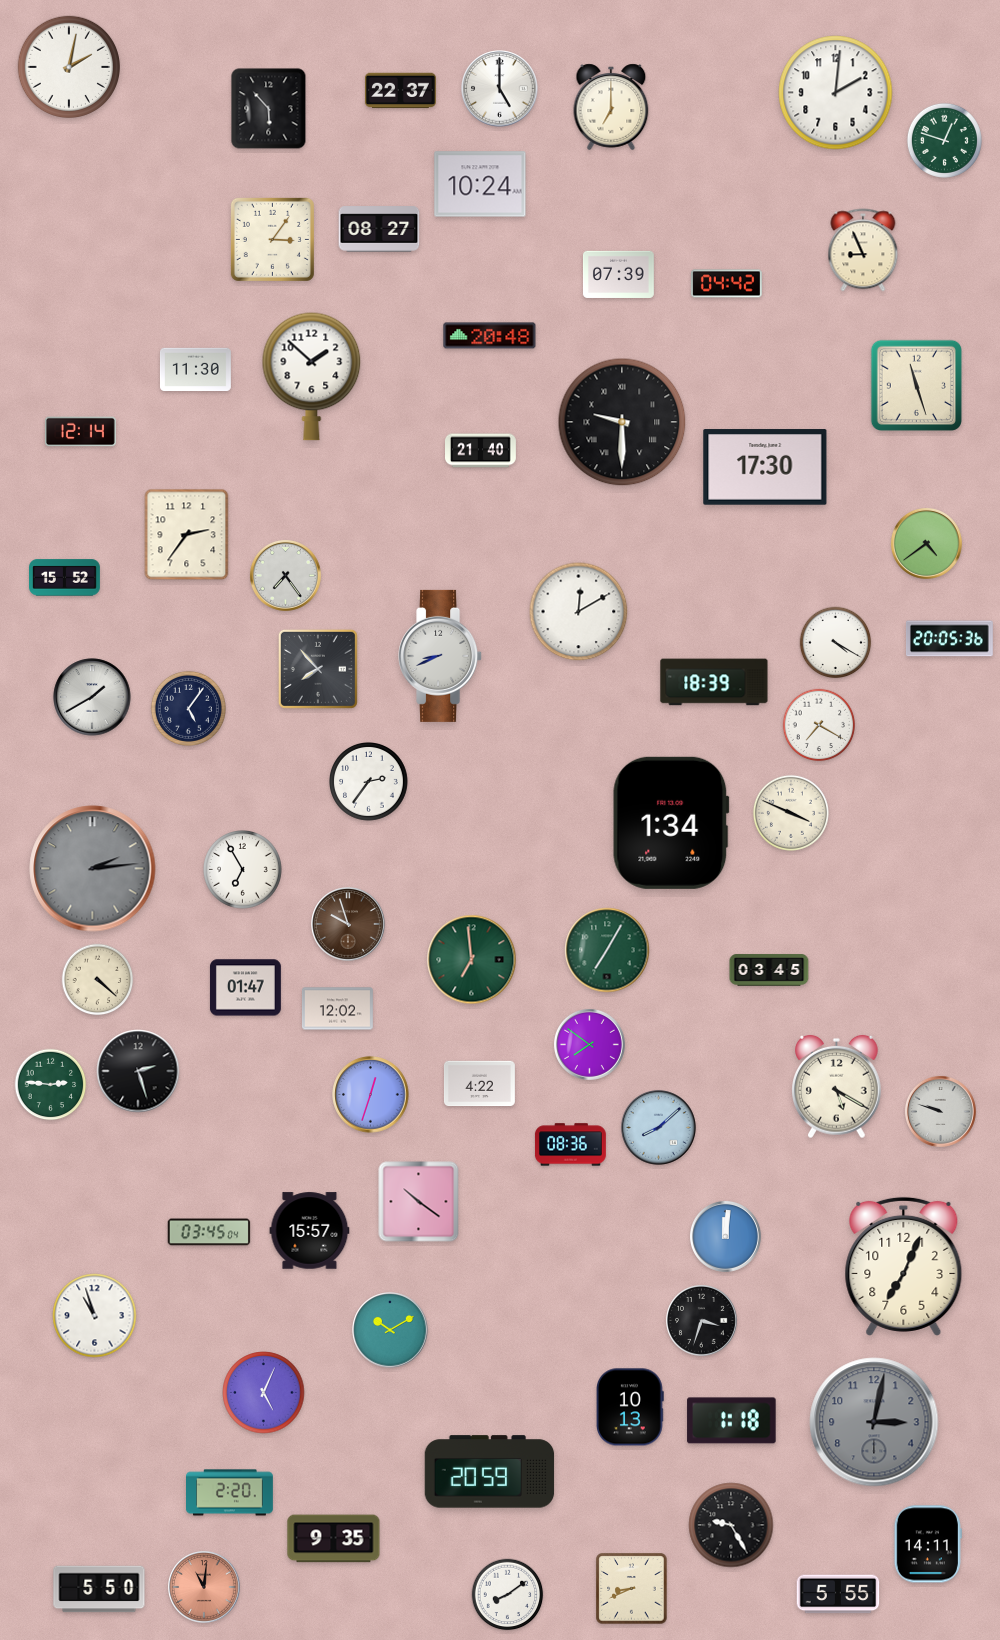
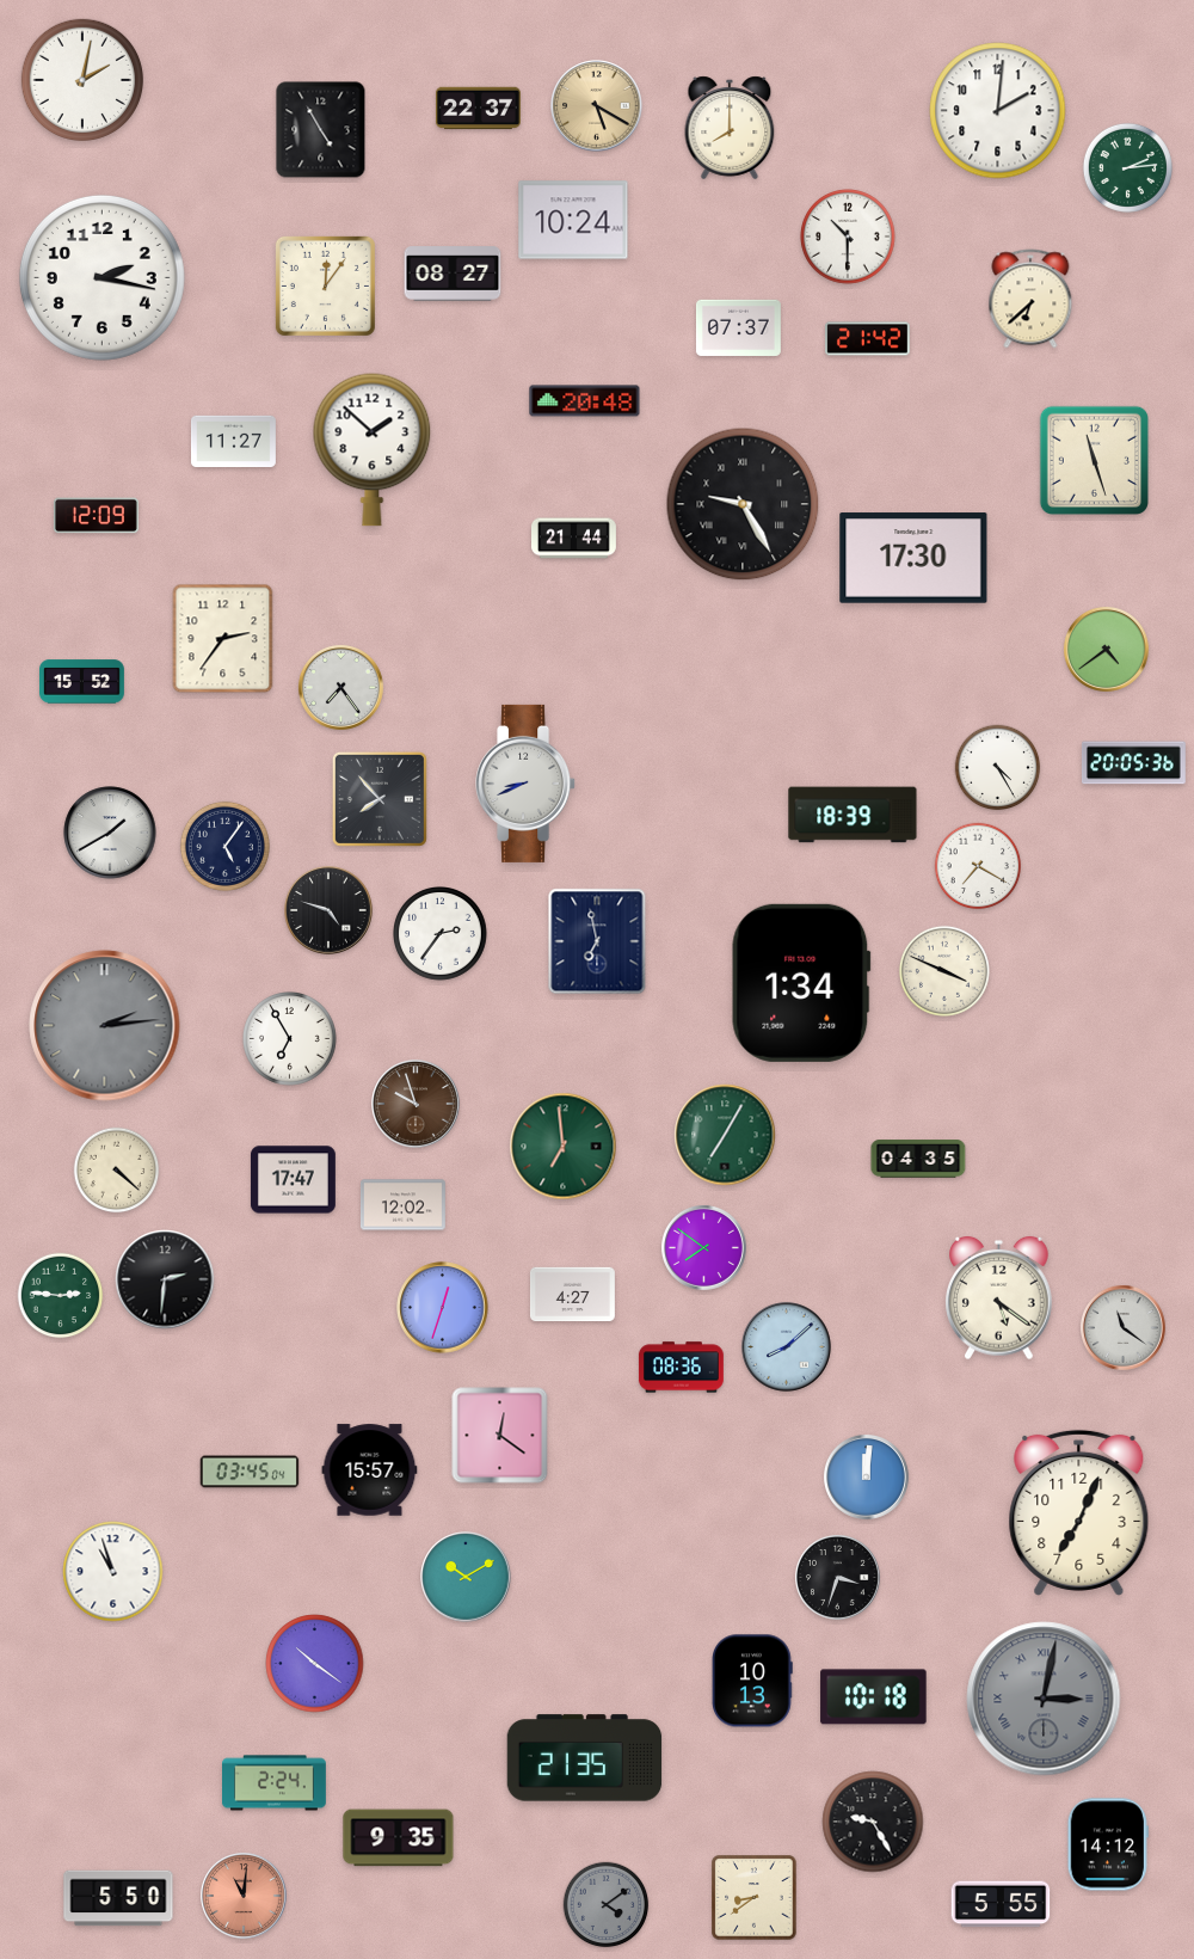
clock at (500, 89): 5:00 -> 5:20
clock at (500, 89) dial: white -> champagne
clock at (611, 107): 7:00 -> 8:00
clock at (269, 109): 5:53 -> 4:55
clock at (944, 140): 12:48 -> 2:14
clock at (848, 237): none -> 10:30
clock at (101, 277): none -> 2:17
clock at (272, 239): 3:06 -> 12:06
clock at (863, 250): 8:56 -> 6:38
clock at (618, 274): 07:39 -> 07:37
clock at (726, 284): 04:42 -> 21:42
clock at (196, 369): 11:30 -> 11:27
clock at (622, 422): 9:30 -> 9:25
clock at (80, 432): 12:14 -> 12:09
clock at (481, 451): 21:40 -> 21:44
clock at (65, 578) position: (65, 578) -> (82, 682)
clock at (579, 612): 12:10 -> none
clock at (836, 643): 4:20 -> 4:25
clock at (328, 910): none -> 4:48
clock at (597, 941): none -> 6:58
clock at (93, 869) position: (93, 869) -> (105, 1026)
clock at (769, 970): 03:45 -> 04:35
clock at (245, 988): 01:47 -> 17:47
clock at (138, 1071): 2:27 -> 2:31
clock at (480, 1084): 4:22 -> 4:27
clock at (837, 1087): 5:20 -> 5:21
clock at (940, 1111): 9:48 -> 11:21
clock at (419, 1202): 10:21 -> 12:21
clock at (390, 1330) position: (390, 1330) -> (466, 1577)
clock at (264, 1393): 5:04 -> 10:21
clock at (732, 1421): 1:18 -> 10:18
clock at (874, 1422) numerals: Arabic -> Roman
clock at (490, 1472): 20:59 -> 21:35
clock at (230, 1493): 2:20 -> 2:24
clock at (928, 1544): 14:11 -> 14:12
clock at (632, 1589): 8:41 -> 8:39
clock at (508, 1595): 8:09 -> 4:09
clock at (508, 1595) dial: white -> grey
